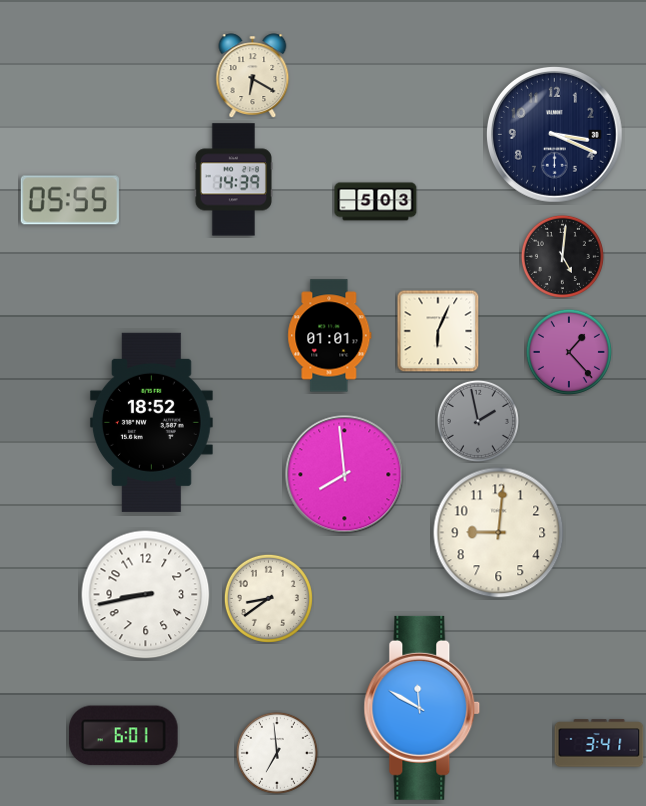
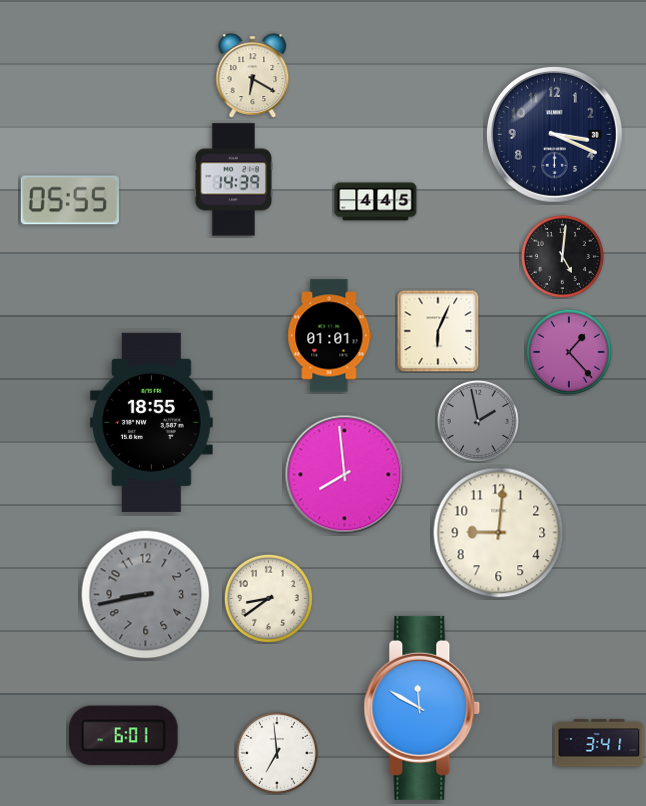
clock at (376, 202): 5:03 -> 4:45
clock at (151, 422): 18:52 -> 18:55
clock at (146, 595) dial: white -> grey
